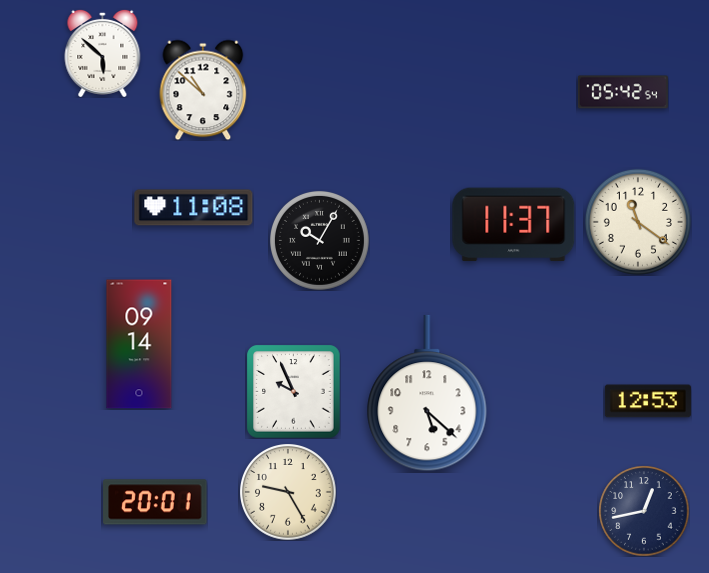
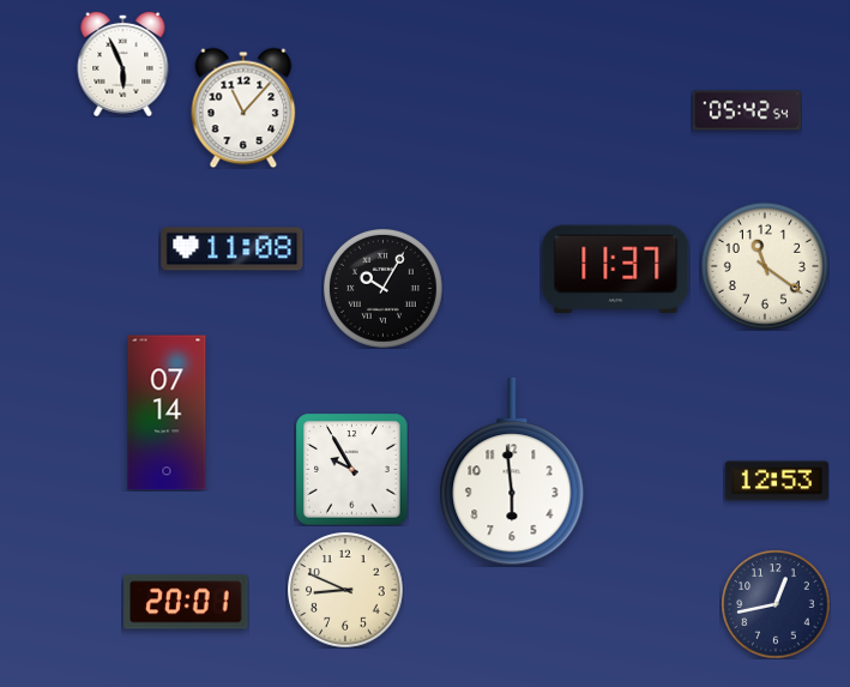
clock at (103, 53): 5:52 -> 5:56
clock at (203, 90): 10:52 -> 11:07
clock at (139, 344): 09:14 -> 07:14
clock at (293, 391): 9:56 -> 9:55
clock at (427, 393): 5:22 -> 5:59
clock at (288, 492): 9:25 -> 8:49
clock at (644, 511) position: (644, 511) -> (776, 604)
